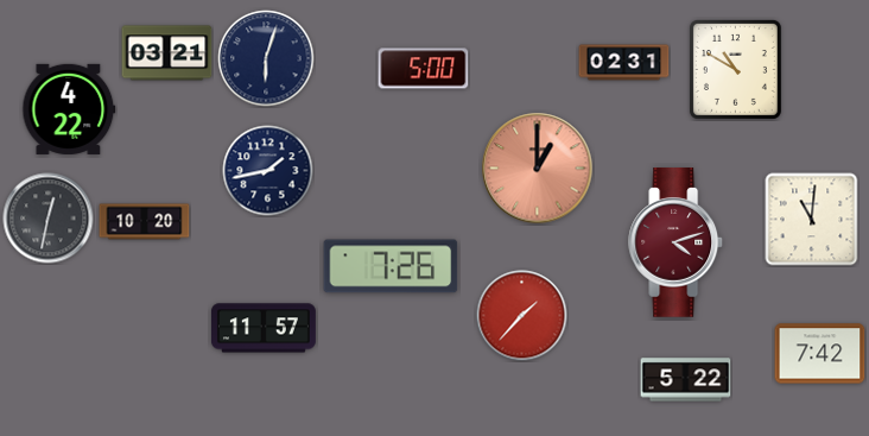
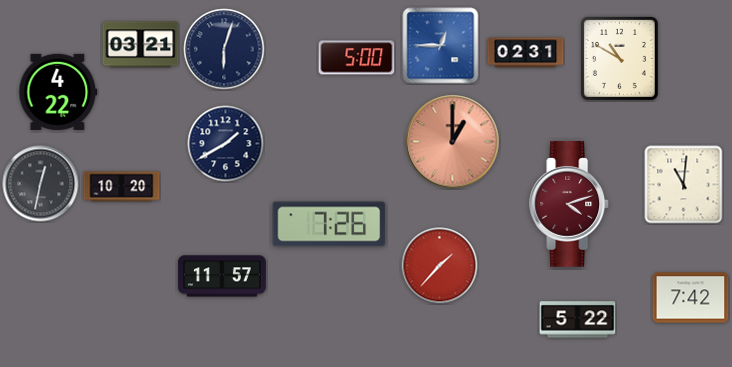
clock at (441, 46): none -> 12:45
clock at (268, 171): 1:43 -> 1:40
